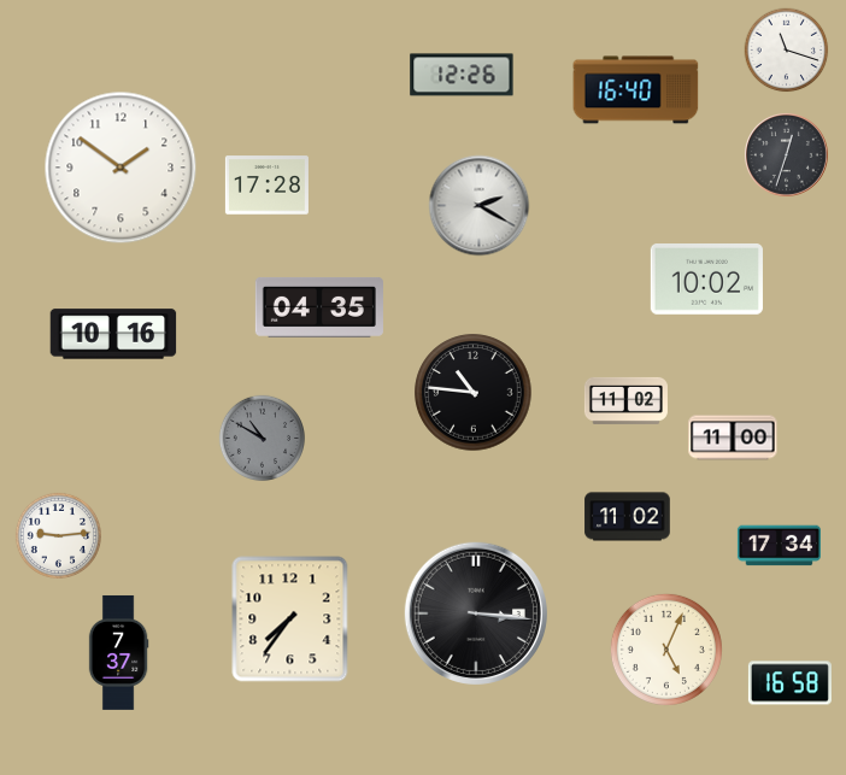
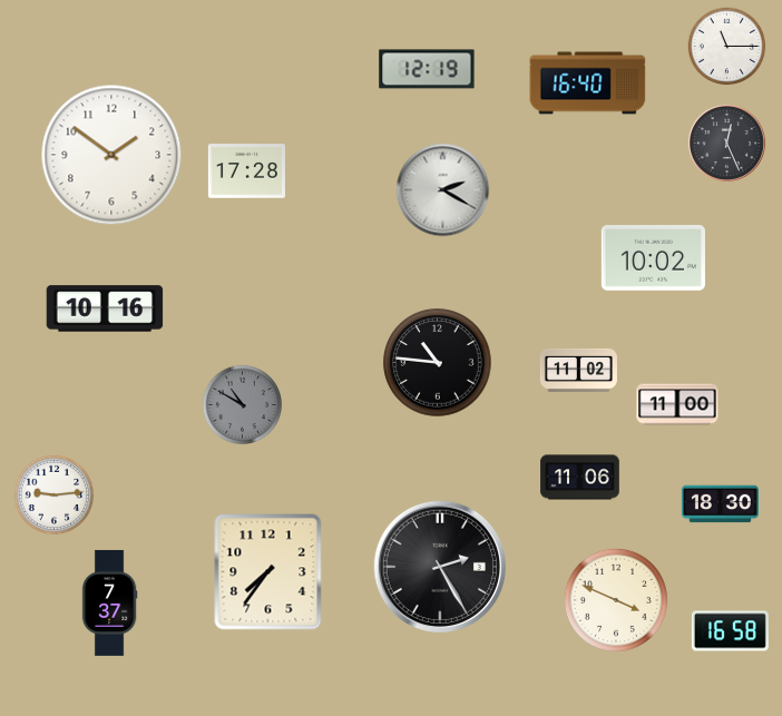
clock at (787, 51): 11:18 -> 11:15
clock at (462, 75): 12:26 -> 12:19
clock at (787, 155): 12:33 -> 12:26
clock at (319, 307): 04:35 -> none
clock at (628, 517): 11:02 -> 11:06
clock at (779, 546): 17:34 -> 18:30
clock at (476, 613): 3:16 -> 2:25
clock at (666, 650): 5:04 -> 3:49
